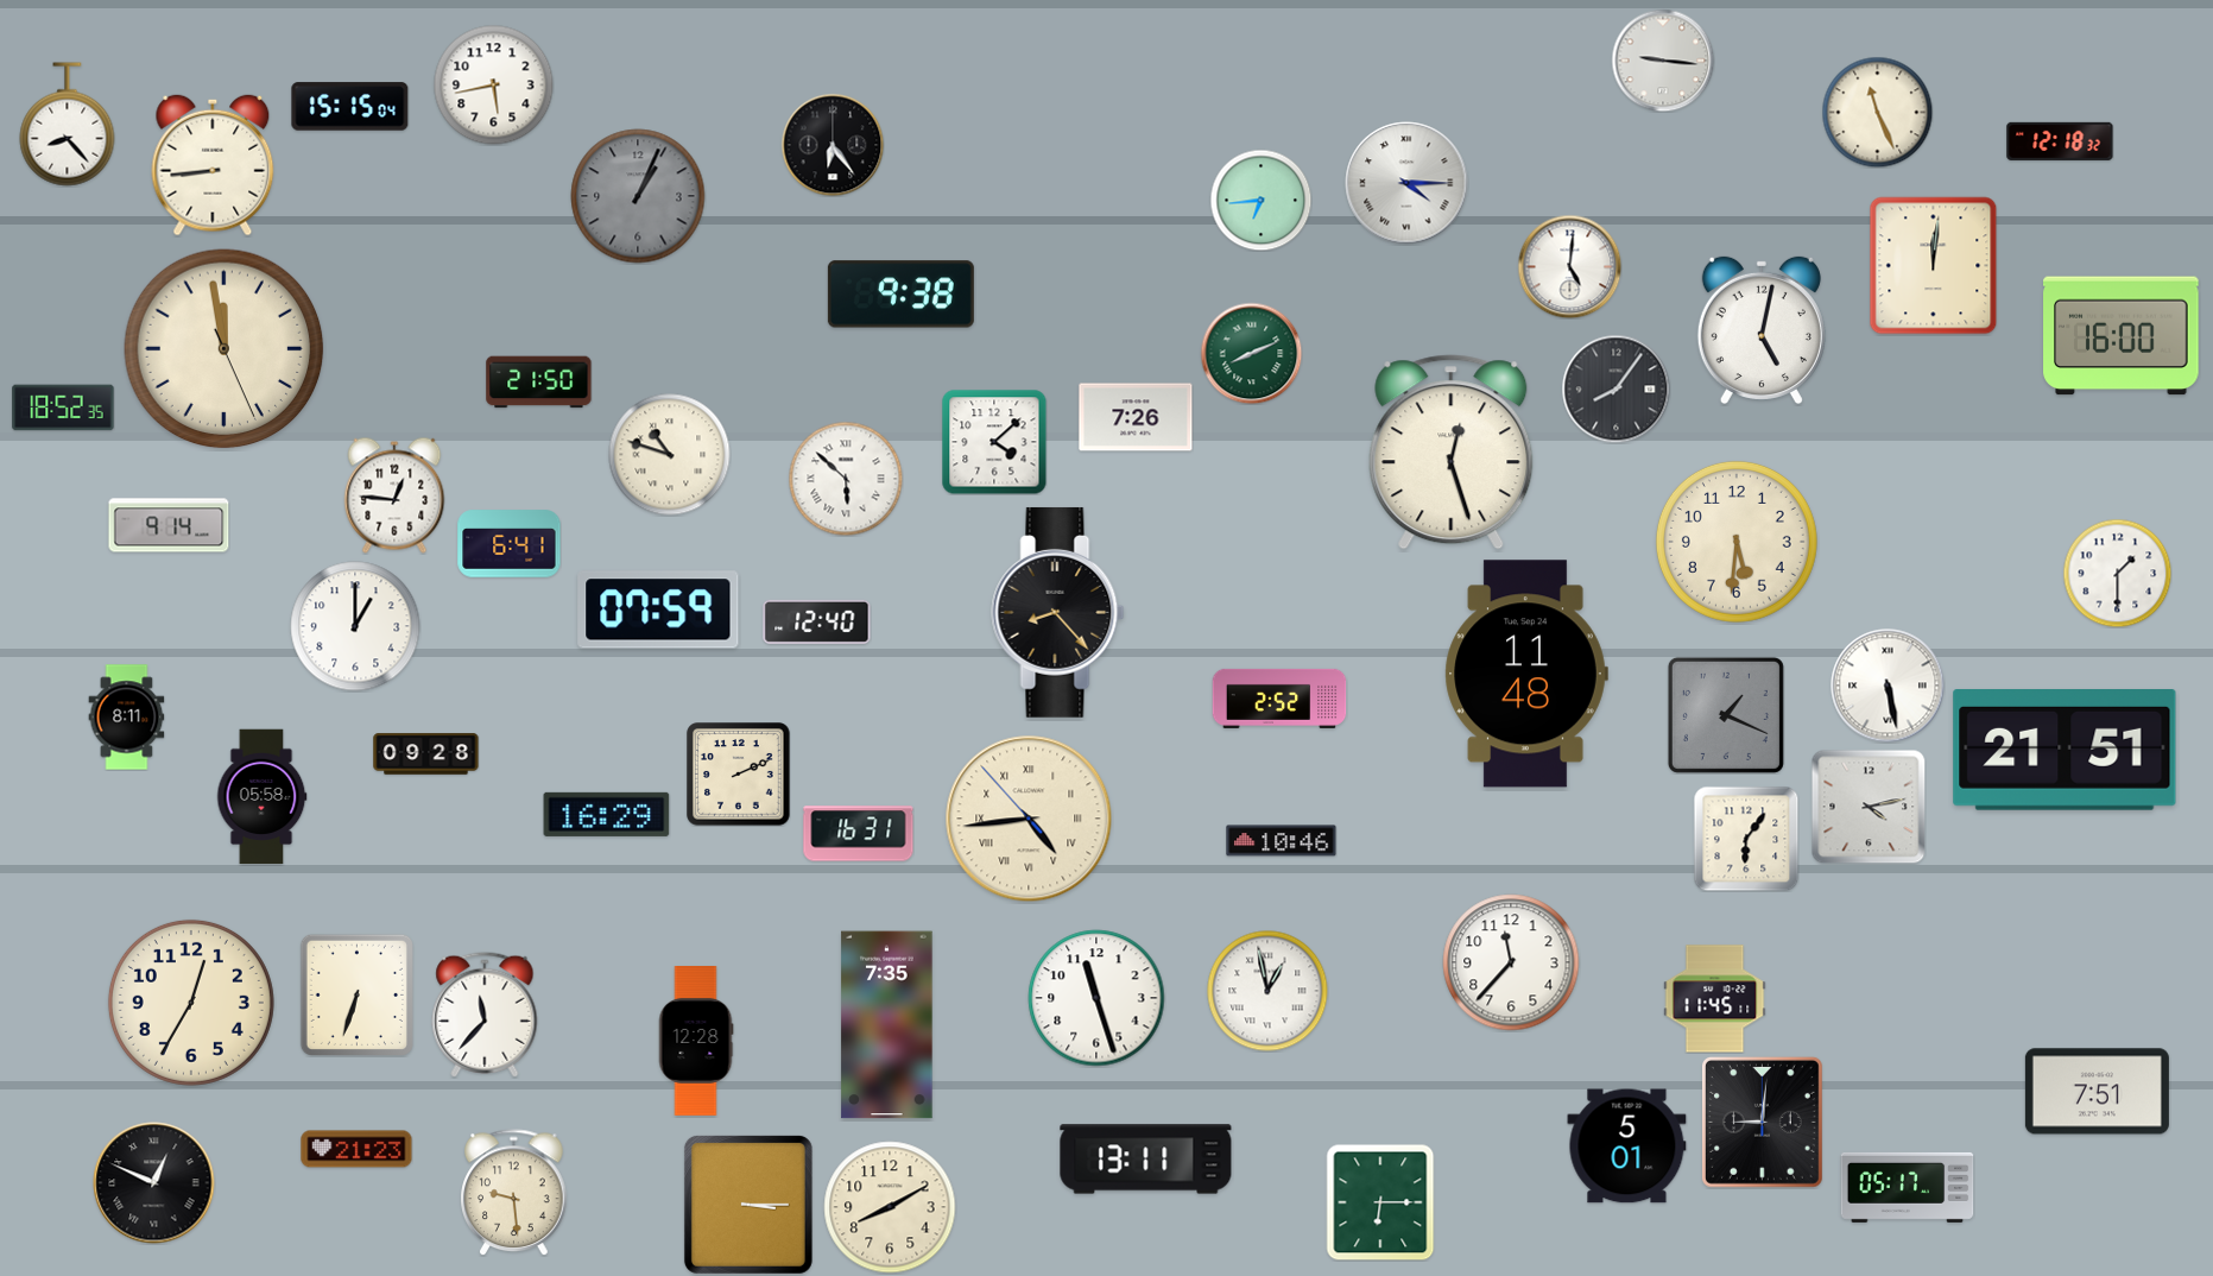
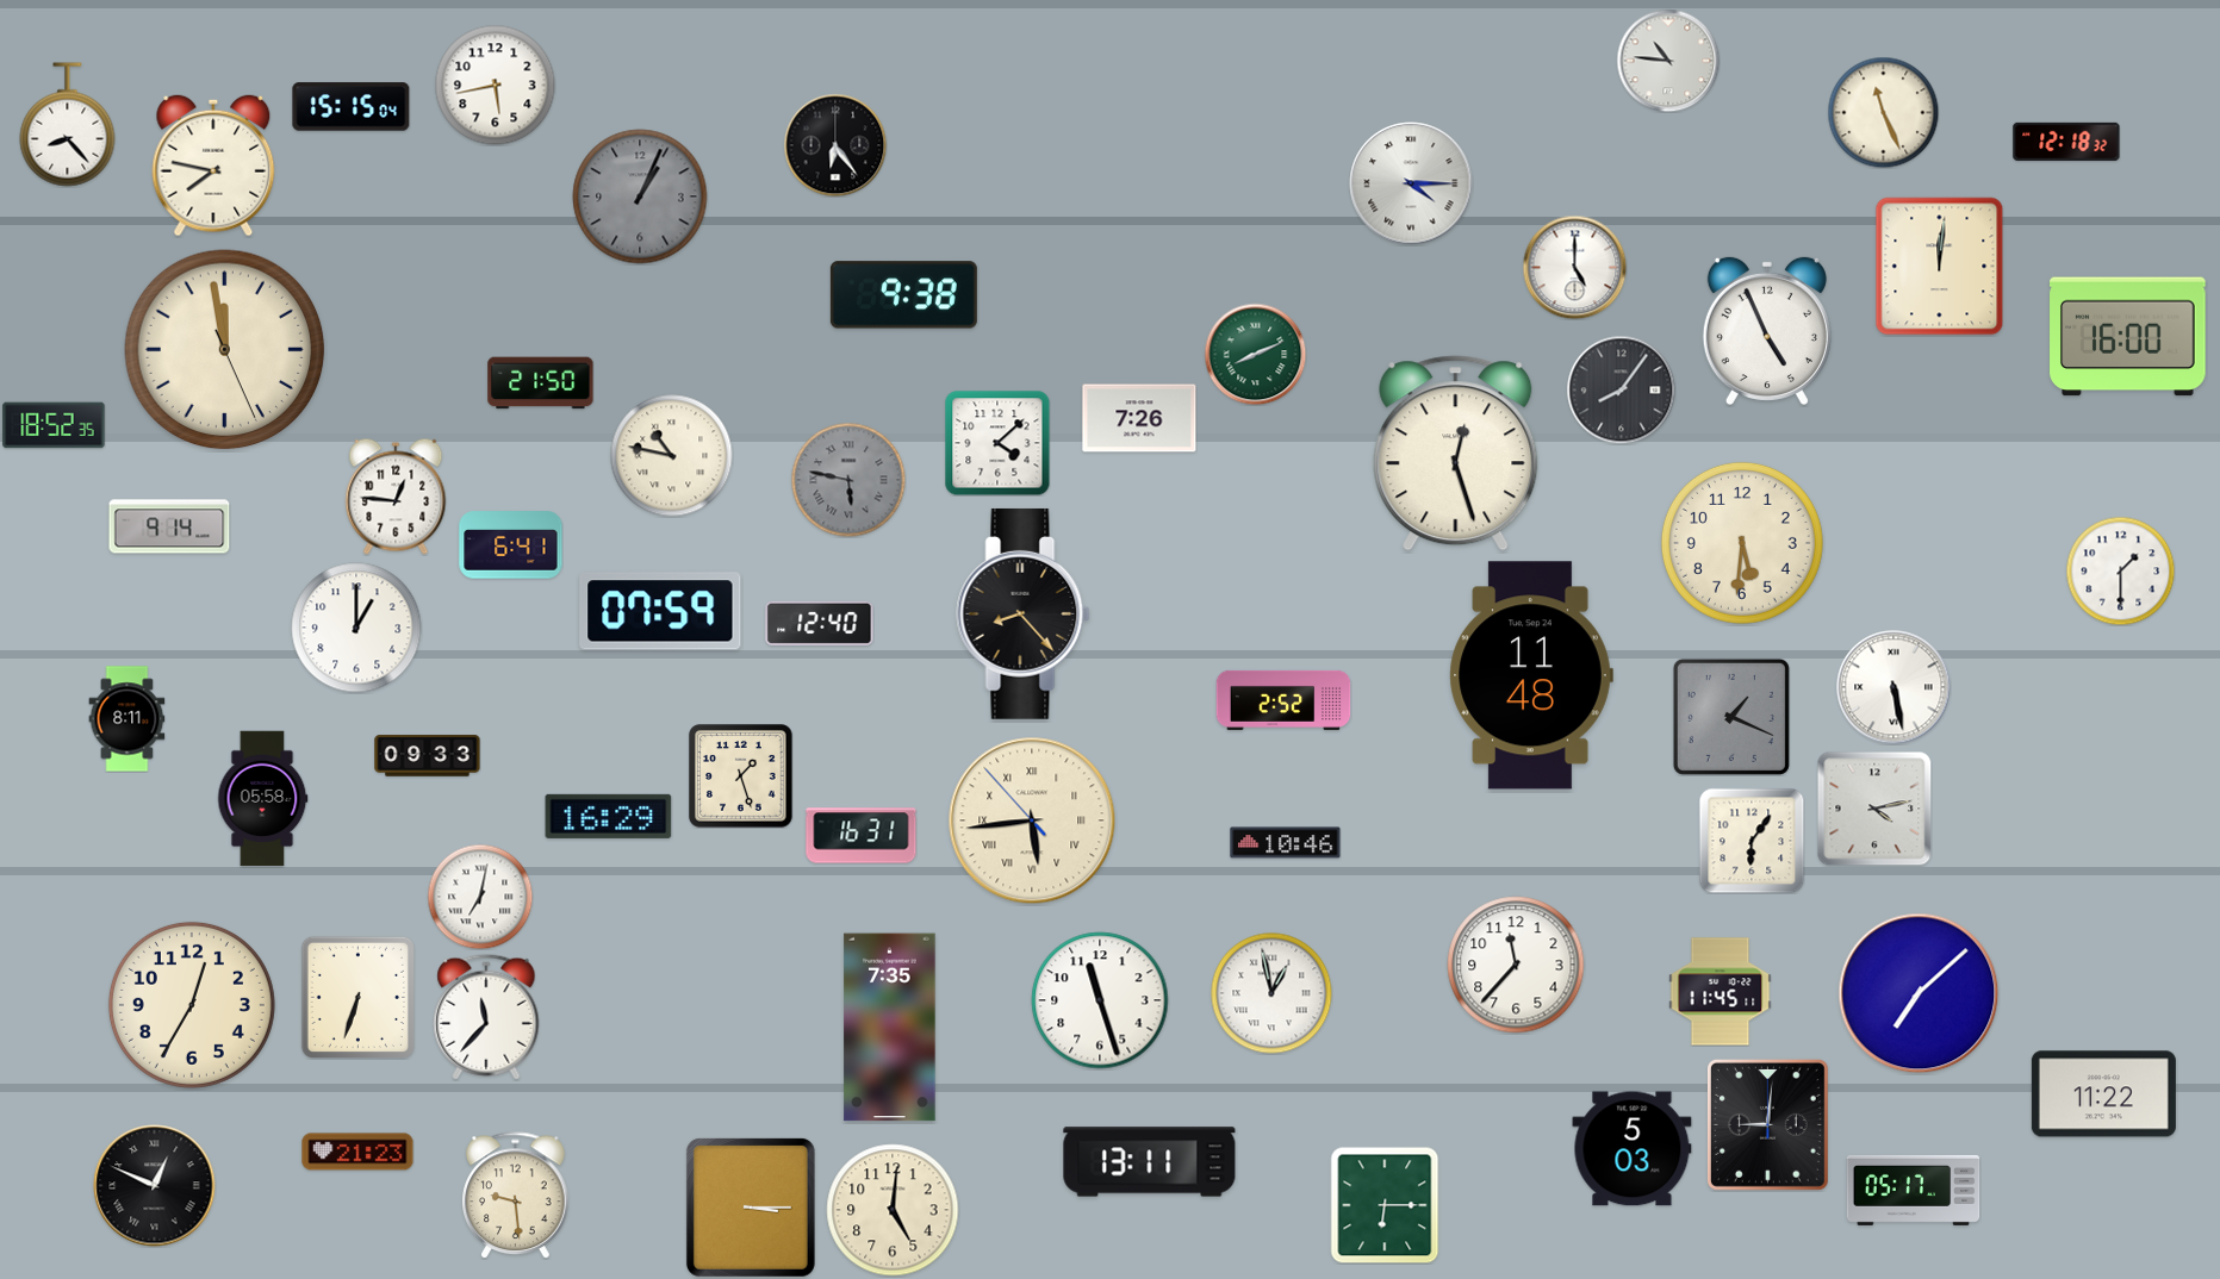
clock at (1663, 61): 9:16 -> 10:46
clock at (213, 165): 8:44 -> 7:47
clock at (1260, 200): 6:44 -> none
clock at (1569, 266): 5:01 -> 5:00
clock at (1762, 330): 5:02 -> 4:56
clock at (63, 408) position: (63, 408) -> (54, 425)
clock at (670, 455): 10:48 -> 10:47
clock at (846, 479): 5:52 -> 5:47
clock at (846, 479) dial: white -> grey
clock at (2117, 573) position: (2117, 573) -> (2120, 570)
clock at (1058, 612) position: (1058, 612) -> (1024, 613)
clock at (2065, 751): 21:51 -> none
clock at (426, 754): 09:28 -> 09:33
clock at (739, 775): 2:11 -> 1:27
clock at (1029, 819): 4:43 -> 5:43
clock at (480, 897): none -> 7:02
clock at (1919, 993): none -> 7:08
clock at (1715, 999) position: (1715, 999) -> (1721, 992)
clock at (696, 1042): 12:28 -> none
clock at (2097, 1092): 7:51 -> 11:22
clock at (1627, 1146): 5:01 -> 5:03
clock at (890, 1207): 8:10 -> 5:01
